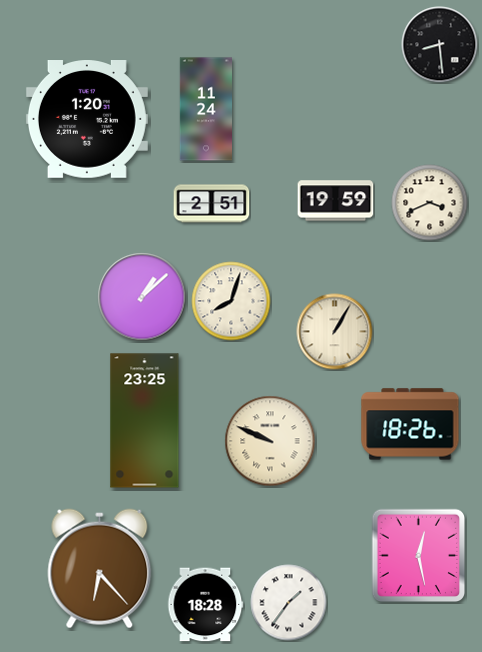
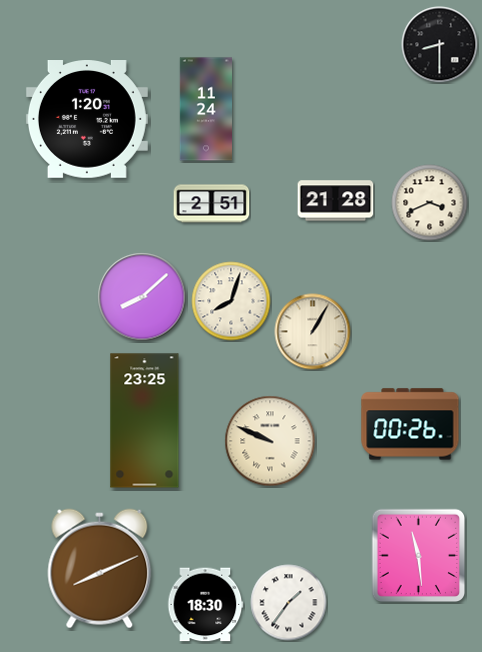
clock at (440, 45): 8:29 -> 8:30
clock at (336, 201): 19:59 -> 21:28
clock at (142, 297): 1:08 -> 8:08
clock at (335, 332) position: (335, 332) -> (313, 332)
clock at (410, 424): 18:26 -> 00:26
clock at (419, 556): 12:28 -> 11:29
clock at (100, 569): 6:23 -> 8:11
clock at (205, 605): 18:28 -> 18:30
